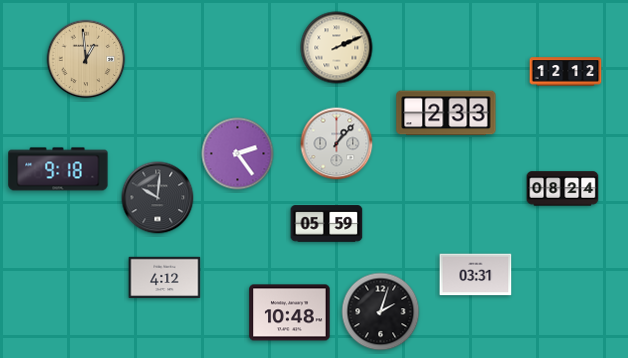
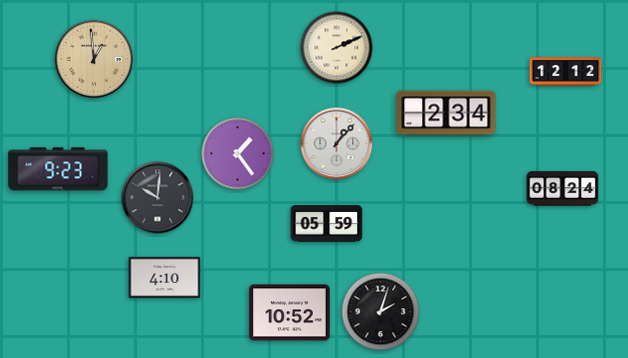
clock at (86, 59) position: (86, 59) -> (94, 59)
clock at (446, 113): 2:33 -> 2:34
clock at (238, 154): 2:24 -> 1:24
clock at (58, 169): 9:18 -> 9:23
clock at (476, 275): 03:31 -> none
clock at (165, 278): 4:12 -> 4:10
clock at (290, 313): 10:48 -> 10:52
